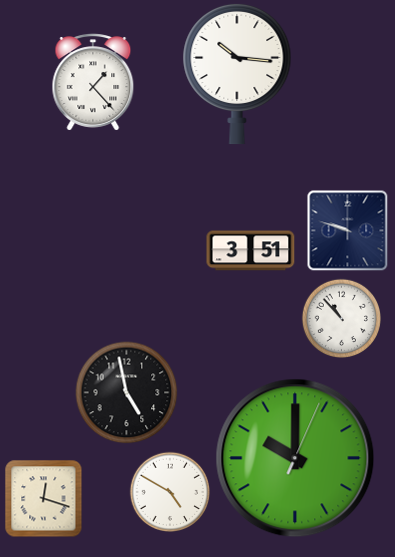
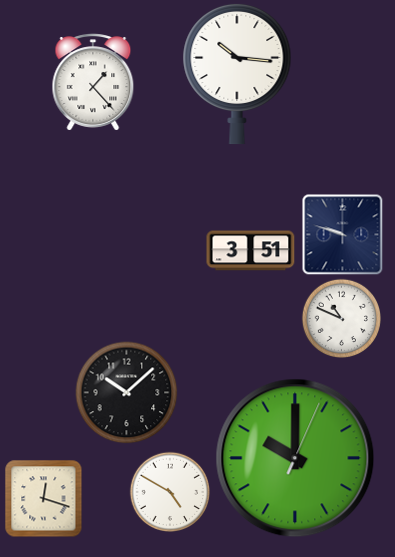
clock at (347, 230) position: (347, 230) -> (342, 234)
clock at (341, 318): 10:53 -> 10:49
clock at (127, 393): 4:58 -> 10:08
